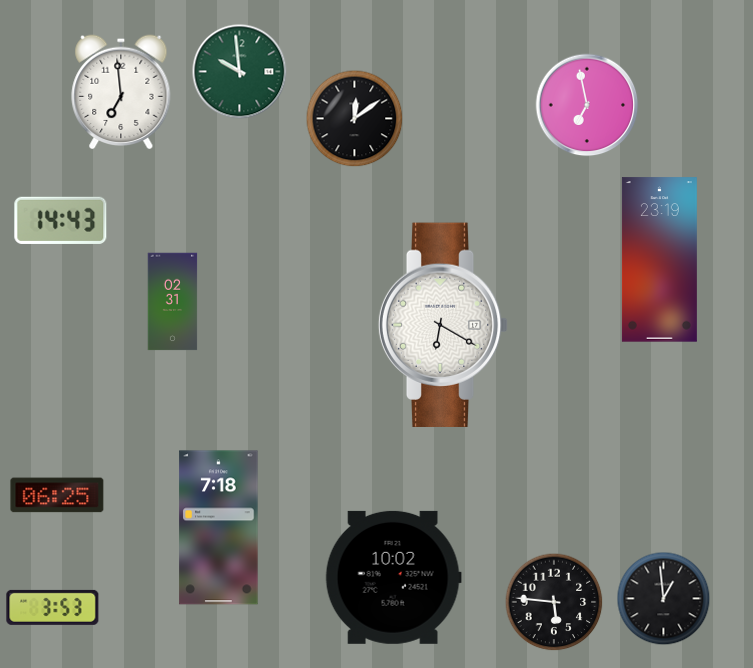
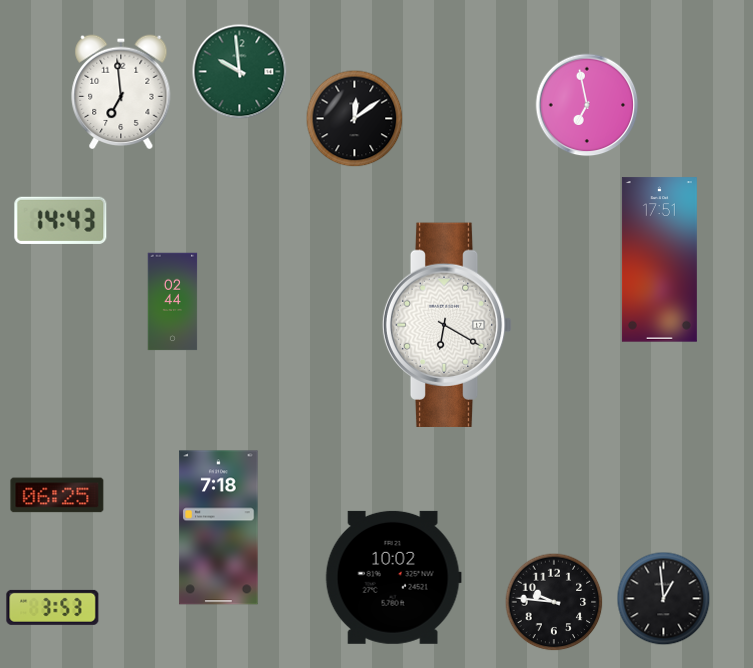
clock at (659, 260): 23:19 -> 17:51
clock at (173, 302): 02:31 -> 02:44
clock at (443, 324) position: (443, 324) -> (447, 324)
clock at (554, 602): 5:46 -> 9:46
